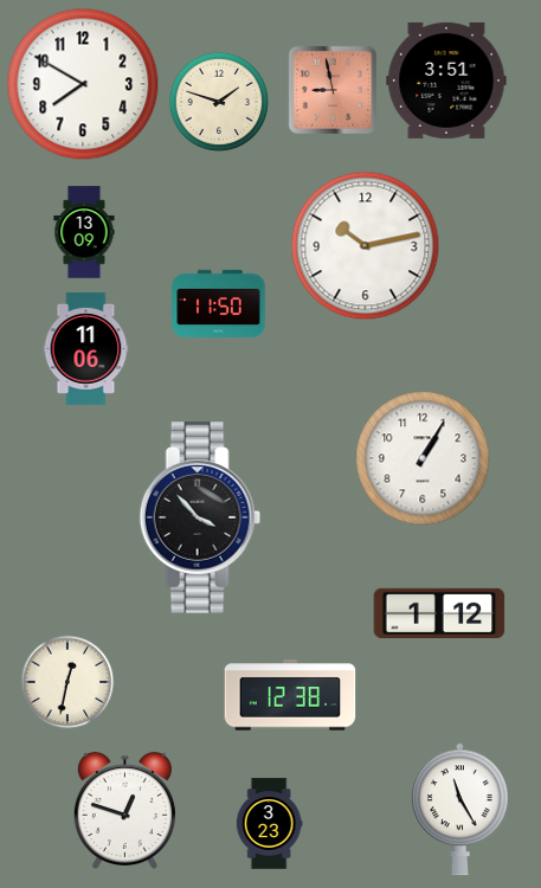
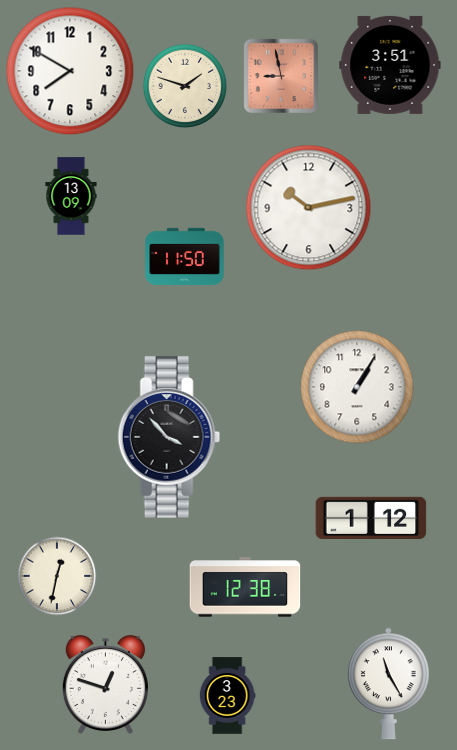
clock at (446, 81) position: (446, 81) -> (390, 65)
clock at (86, 348): 11:06 -> none
